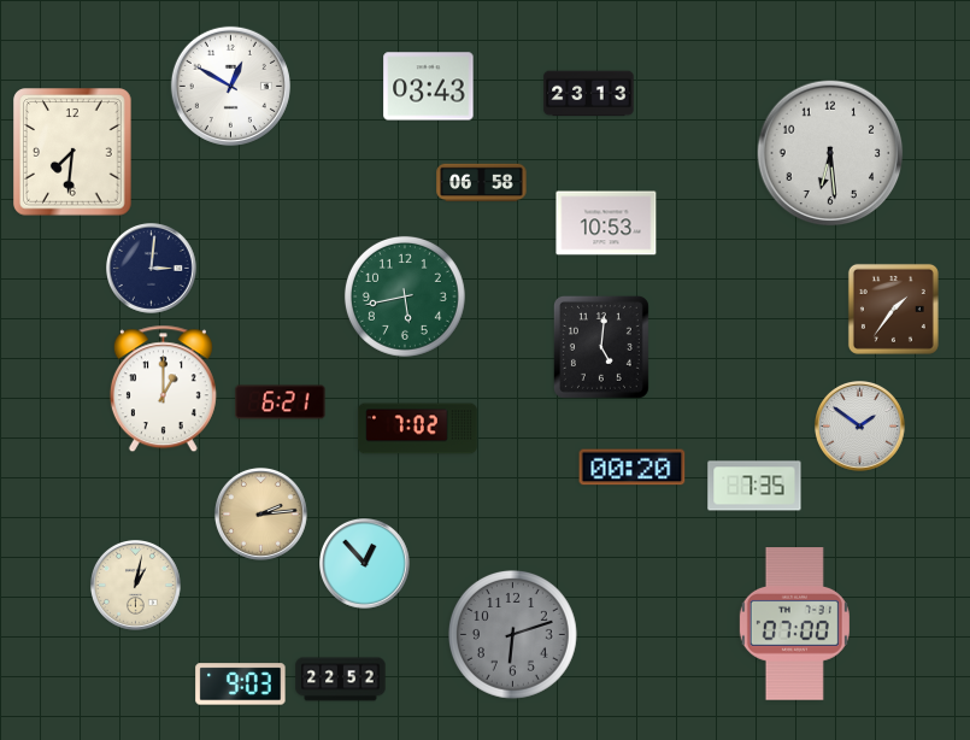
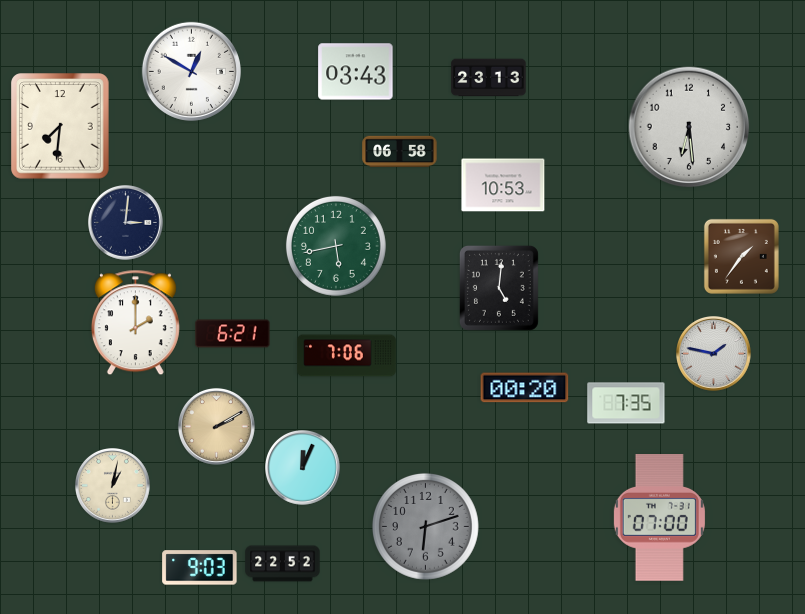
clock at (163, 389): 1:00 -> 2:00
clock at (860, 427): 1:51 -> 1:47
clock at (418, 429): 7:02 -> 7:06
clock at (260, 513): 2:14 -> 2:10
clock at (365, 564): 12:53 -> 12:04
